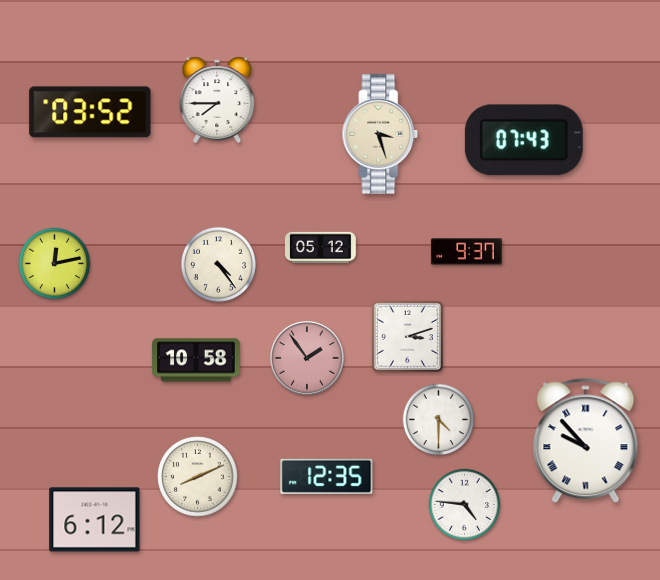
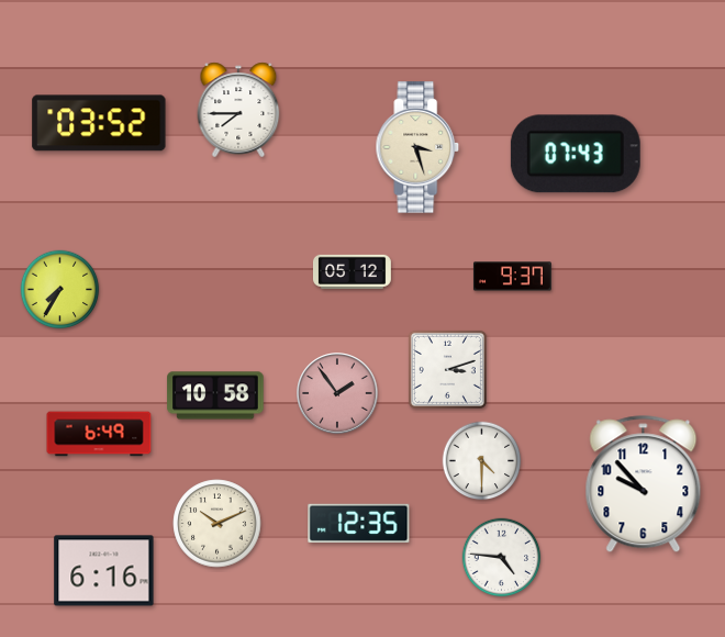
clock at (55, 264): 12:13 -> 7:35
clock at (218, 264): 4:24 -> none
clock at (99, 434): none -> 6:49
clock at (586, 441) numerals: Roman -> Arabic
clock at (198, 477): 8:11 -> 10:11
clock at (465, 505) position: (465, 505) -> (502, 558)
clock at (95, 520): 6:12 -> 6:16
